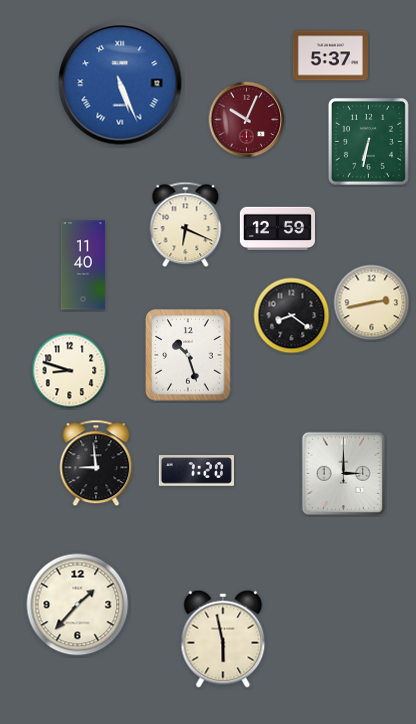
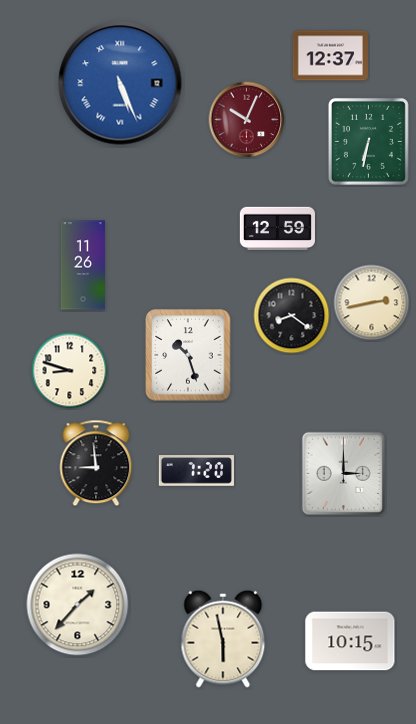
clock at (330, 56): 5:37 -> 12:37
clock at (186, 225): 6:19 -> none
clock at (83, 265): 11:40 -> 11:26
clock at (350, 641): none -> 10:15
